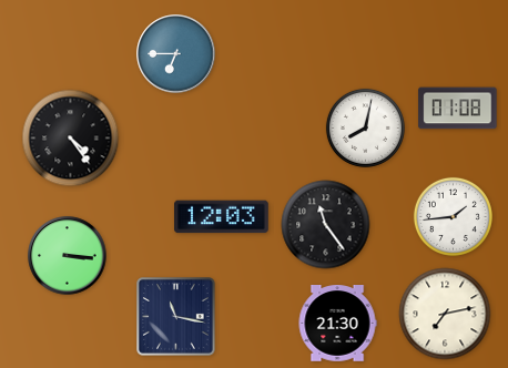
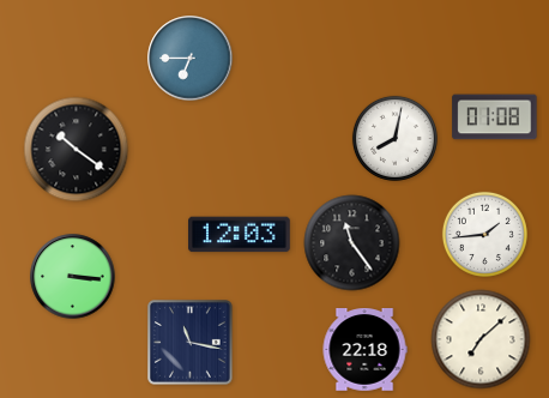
clock at (71, 139): 4:24 -> 10:21
clock at (453, 216) position: (453, 216) -> (484, 234)
clock at (445, 314): 7:13 -> 7:08
clock at (337, 324): 21:30 -> 22:18
